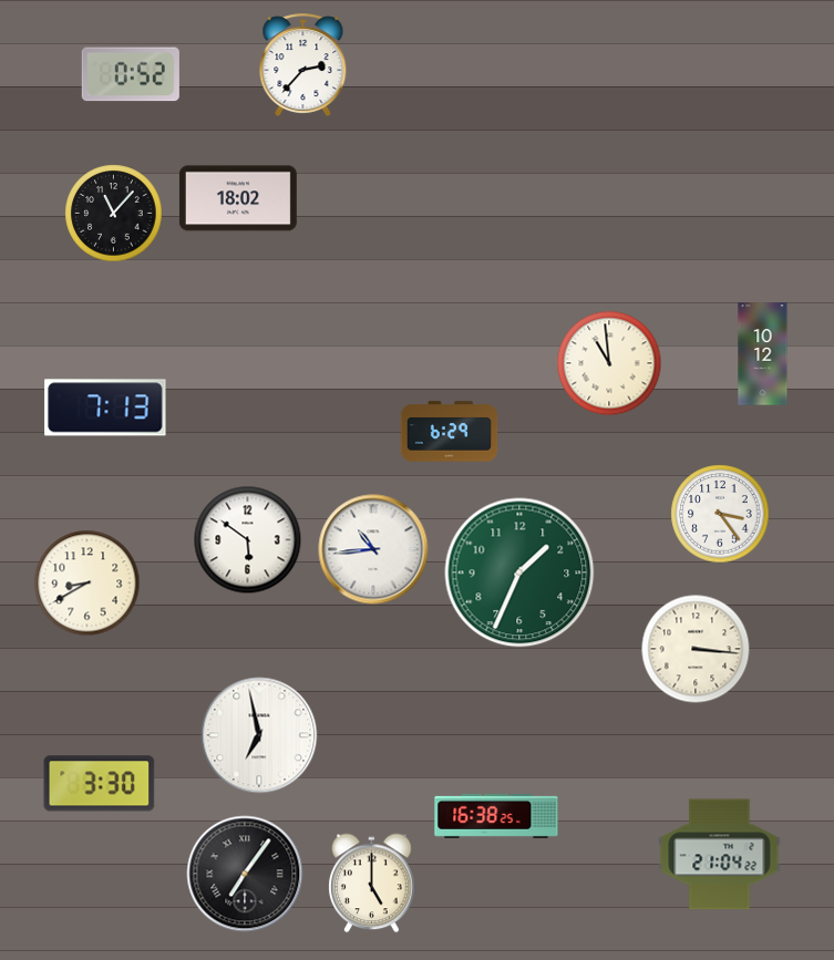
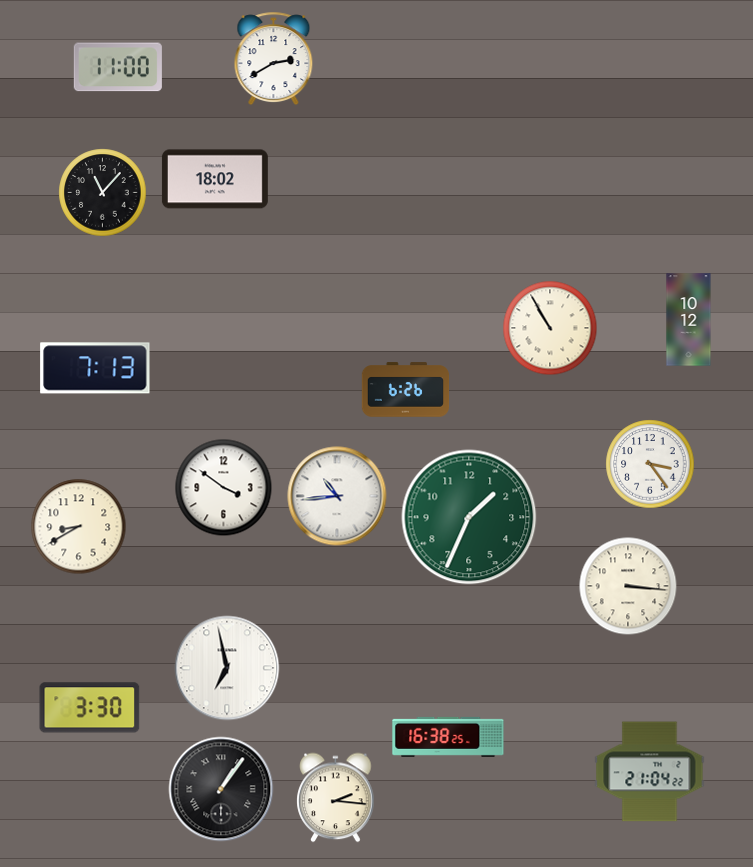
clock at (303, 65): 2:37 -> 2:40
clock at (131, 74): 0:52 -> 11:00
clock at (609, 363): 10:59 -> 10:55
clock at (450, 432): 6:29 -> 6:26
clock at (248, 540): 5:51 -> 3:51
clock at (259, 735) position: (259, 735) -> (227, 668)
clock at (245, 874): 7:06 -> 1:06
clock at (372, 884): 5:00 -> 2:16
